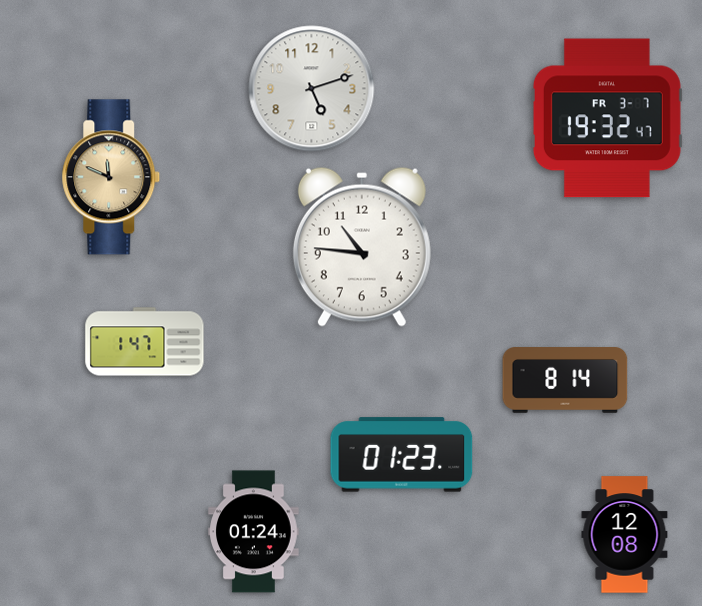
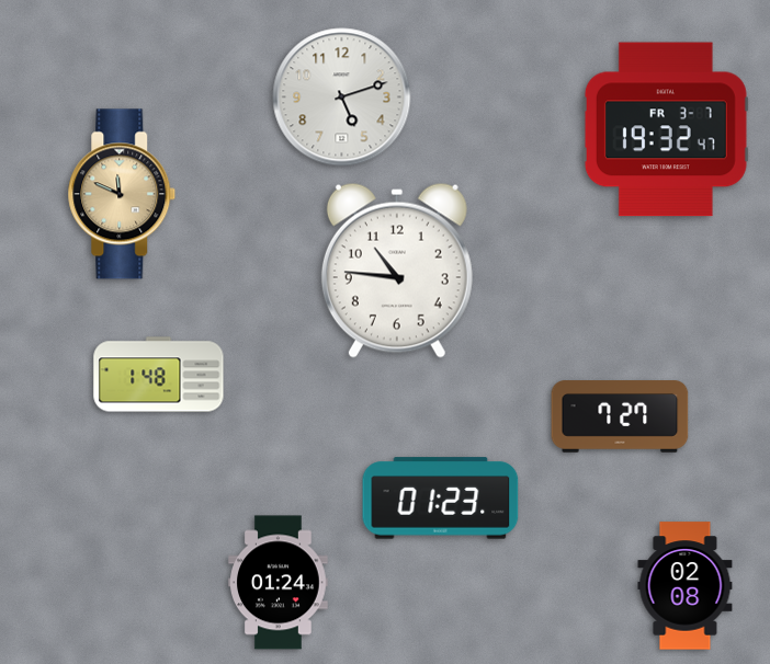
clock at (145, 342): 1:47 -> 1:48
clock at (565, 380): 8:14 -> 7:27
clock at (625, 535): 12:08 -> 02:08
